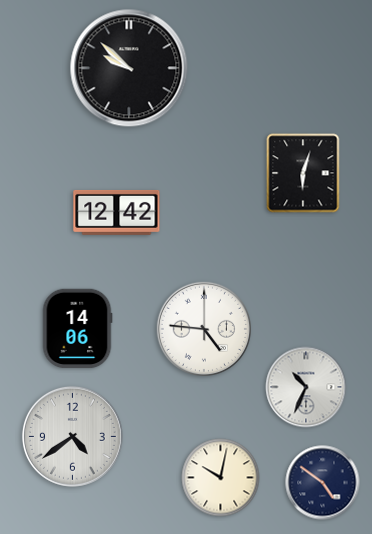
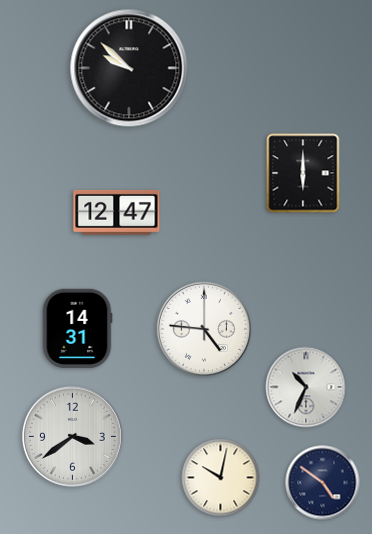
clock at (303, 173): 6:03 -> 6:00
clock at (117, 212): 12:42 -> 12:47
clock at (77, 329): 14:06 -> 14:31
clock at (72, 436): 4:39 -> 3:39
